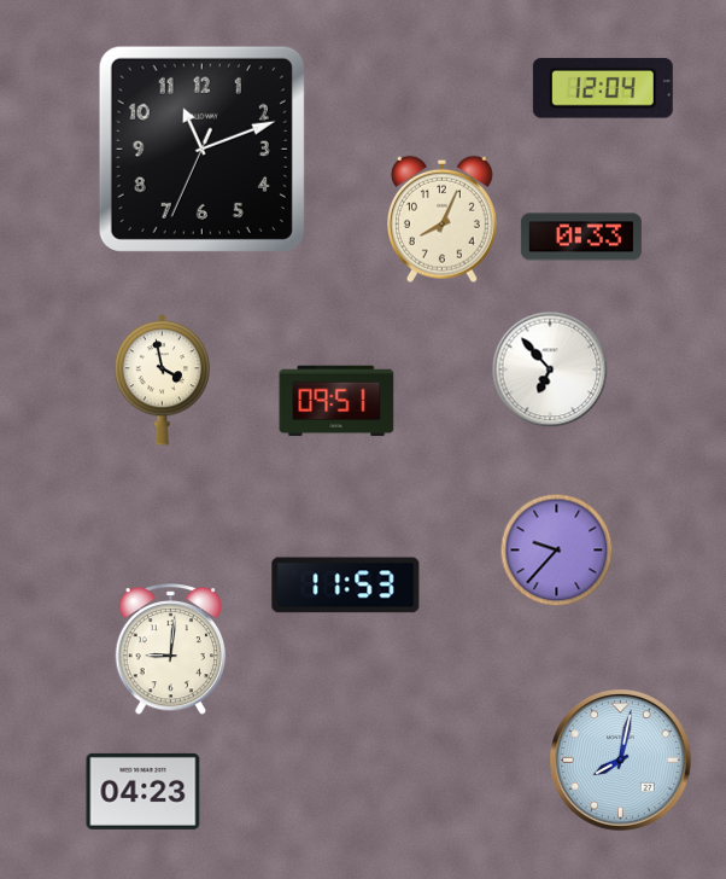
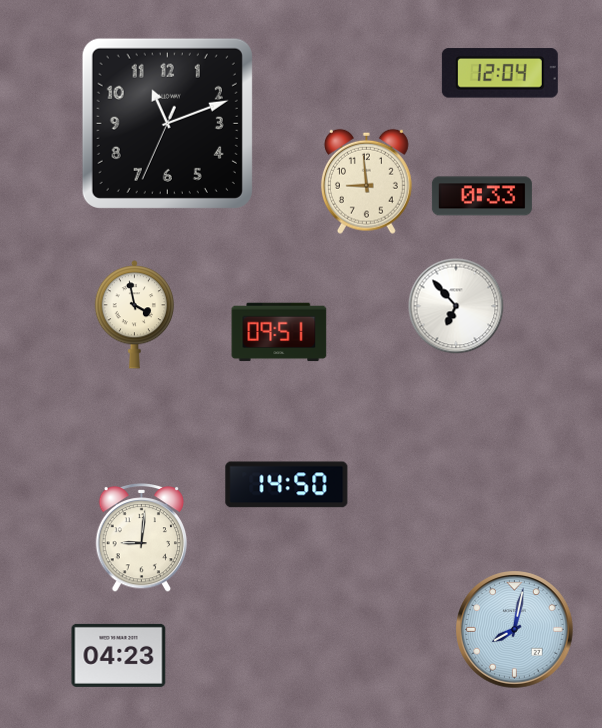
clock at (441, 219): 8:04 -> 8:59
clock at (557, 551): 9:37 -> none
clock at (346, 586): 11:53 -> 14:50
